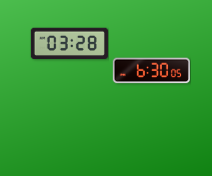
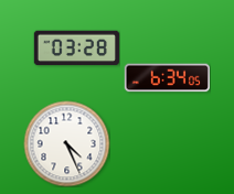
clock at (151, 71): 6:30 -> 6:34
clock at (66, 143): none -> 4:26
